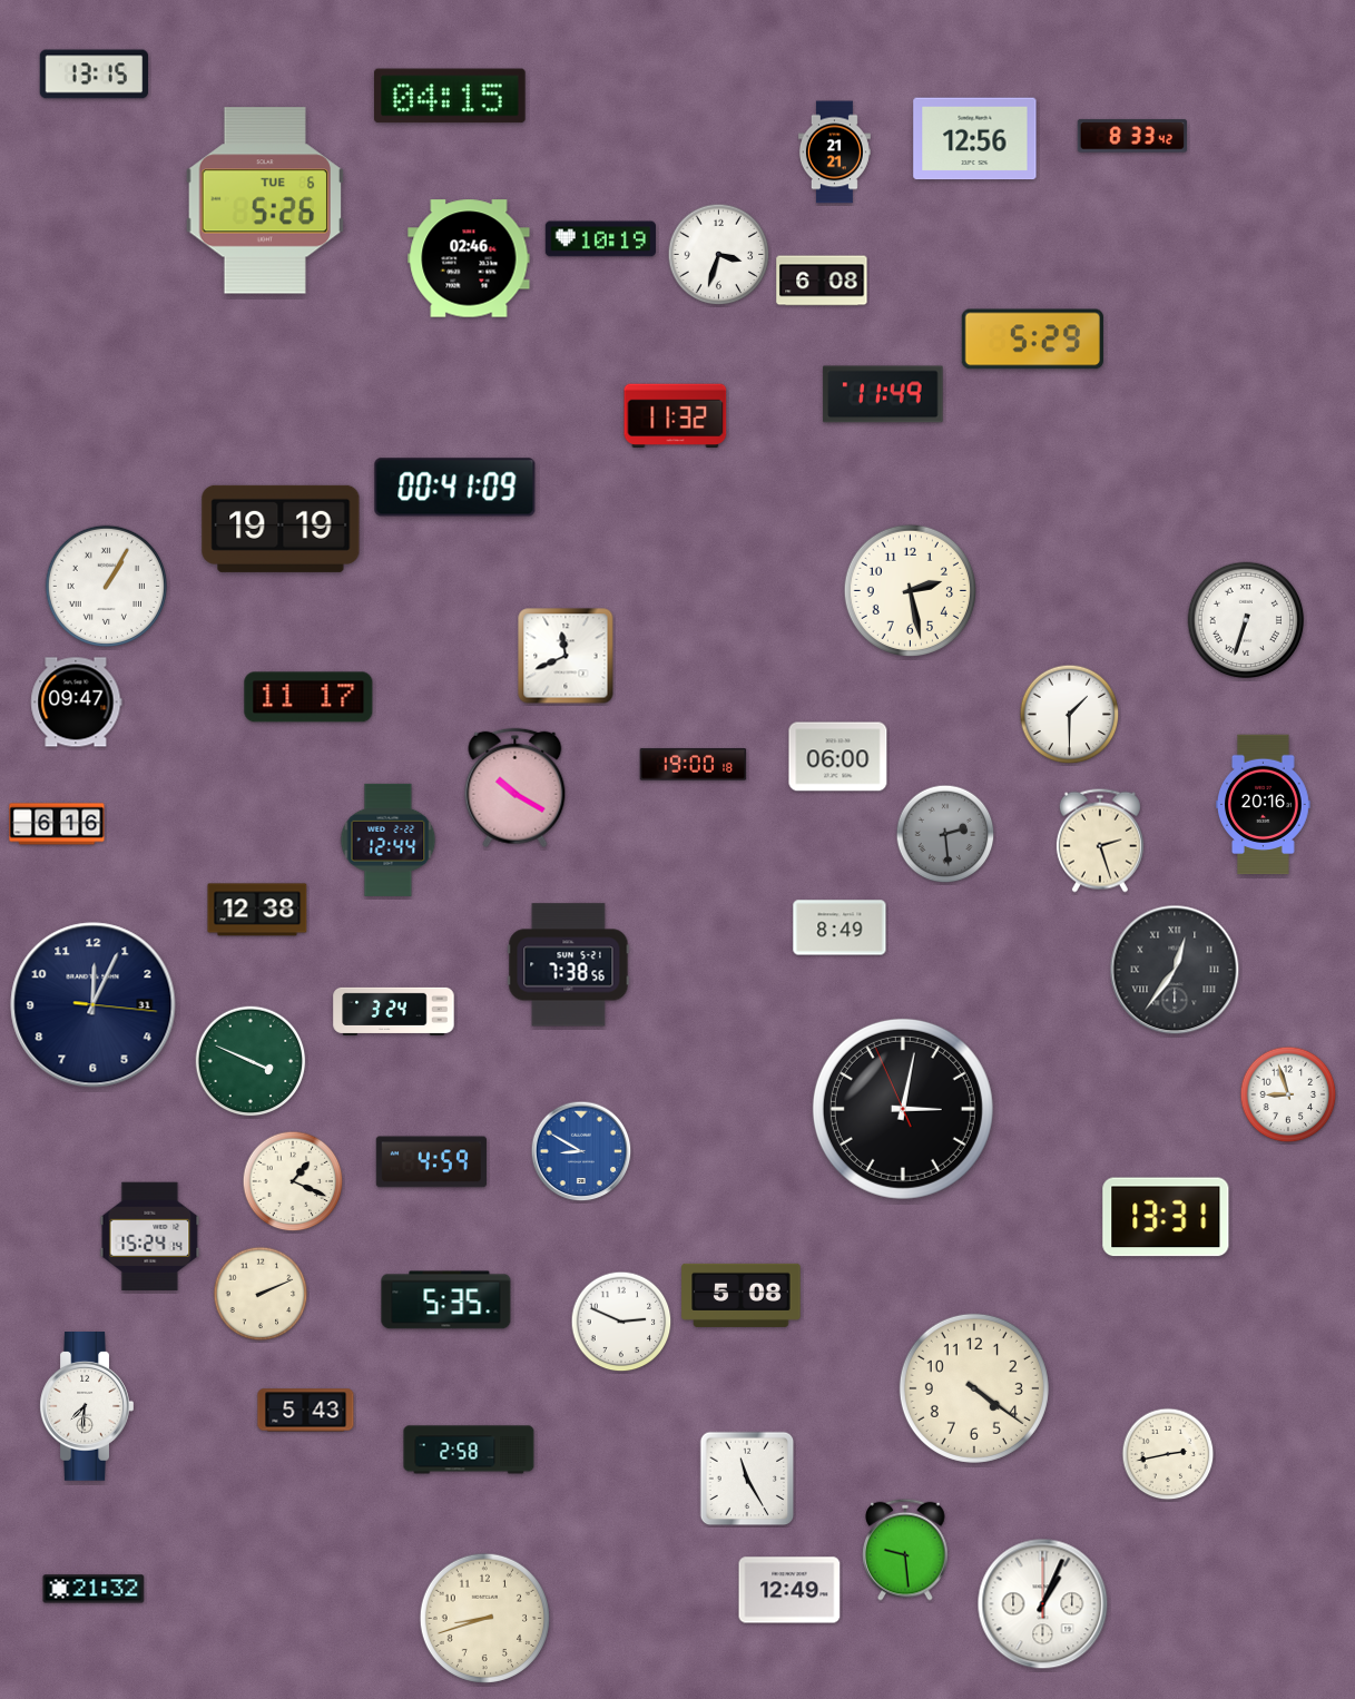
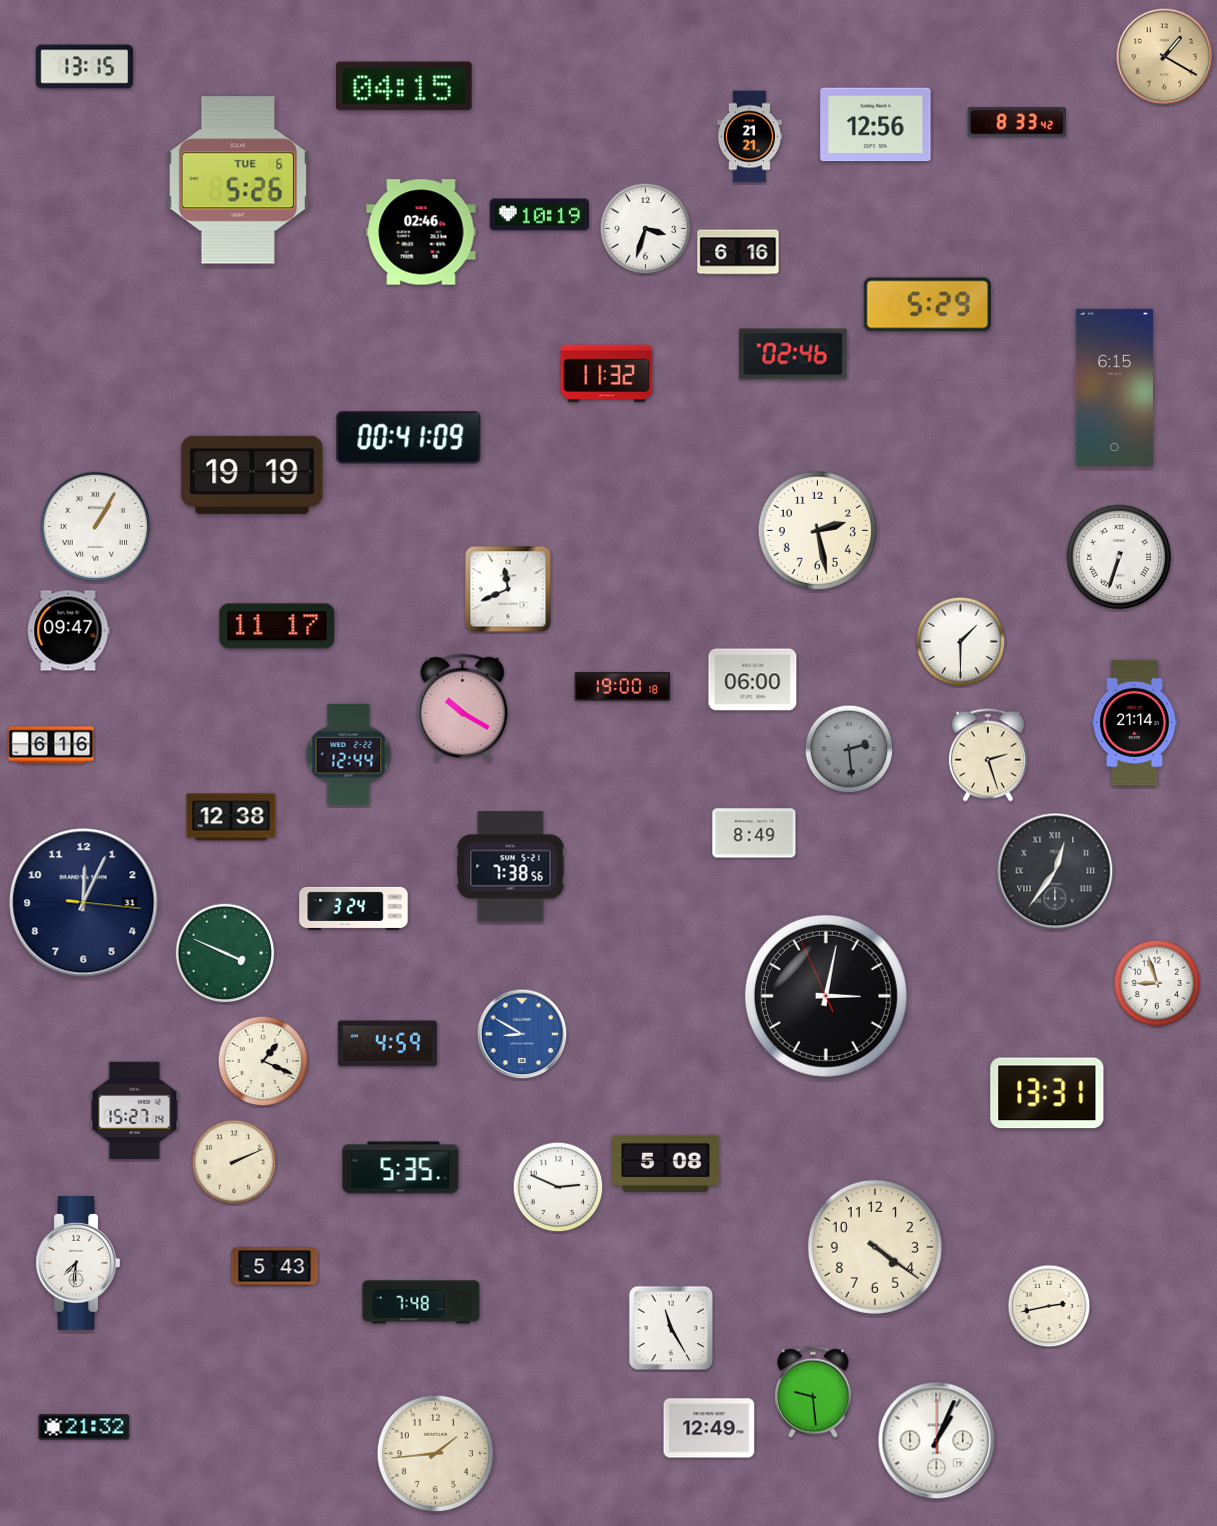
clock at (1165, 57): none -> 1:20
clock at (822, 281): 6:08 -> 6:16
clock at (883, 394): 11:49 -> 02:46
clock at (1115, 387): none -> 6:15
clock at (1264, 805): 20:16 -> 21:14
clock at (57, 824) position: (57, 824) -> (51, 745)
clock at (903, 1109) position: (903, 1109) -> (826, 996)
clock at (150, 1237): 15:24 -> 15:27
clock at (469, 1450): 2:58 -> 7:48
clock at (484, 1618): 8:42 -> 1:44
